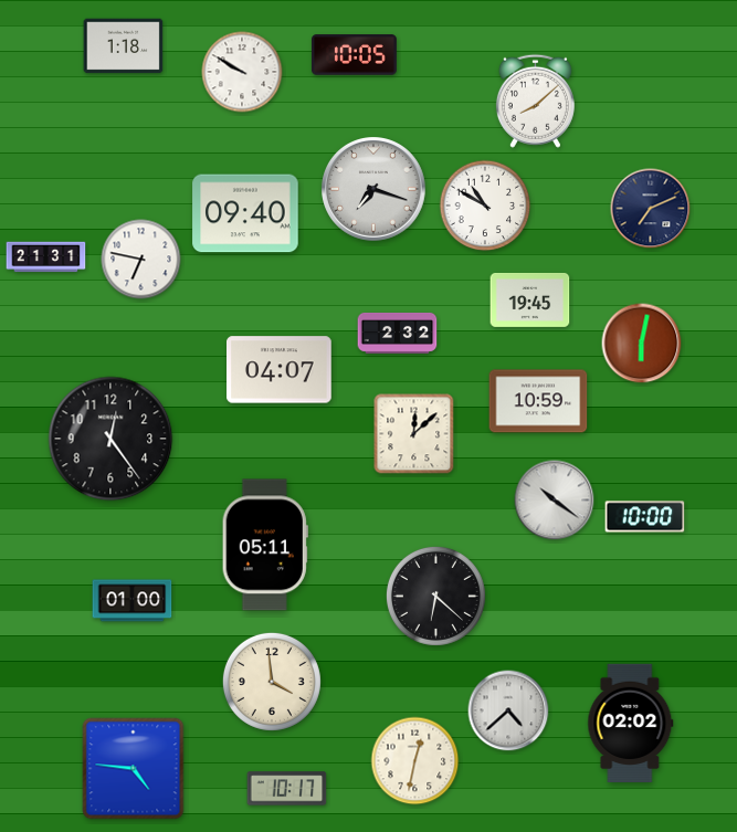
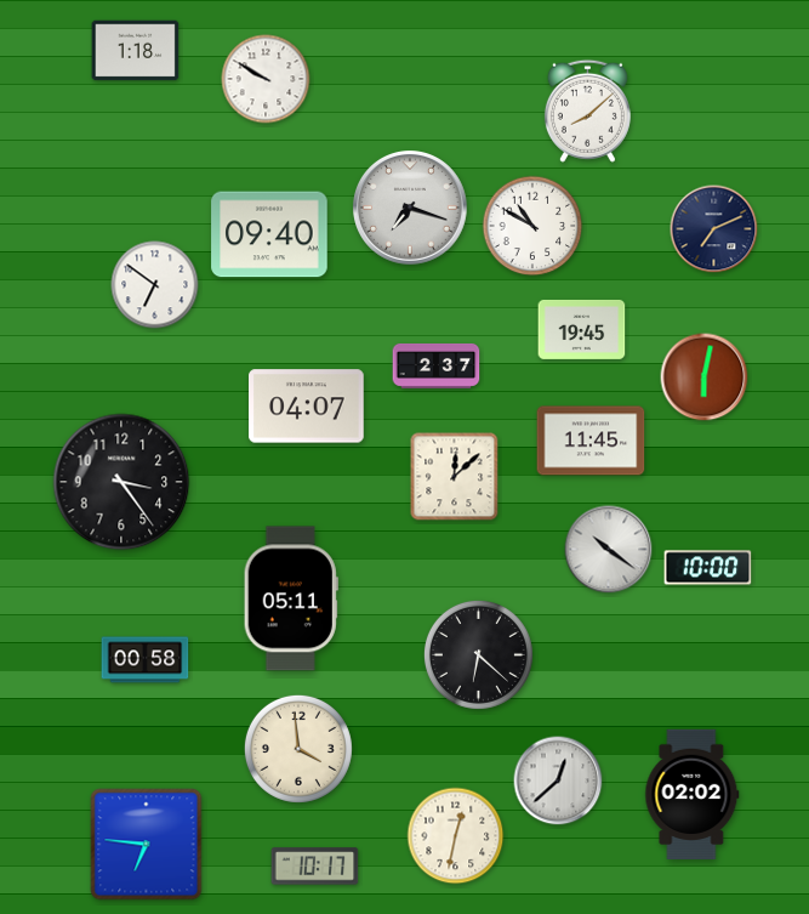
clock at (354, 55): 10:05 -> none
clock at (46, 257): 21:31 -> none
clock at (141, 260): 6:47 -> 6:51
clock at (398, 334): 2:32 -> 2:37
clock at (538, 401): 10:59 -> 11:45
clock at (110, 439): 12:24 -> 3:24
clock at (133, 601): 01:00 -> 00:58
clock at (508, 710): 4:38 -> 12:38
clock at (134, 769): 4:46 -> 6:46
